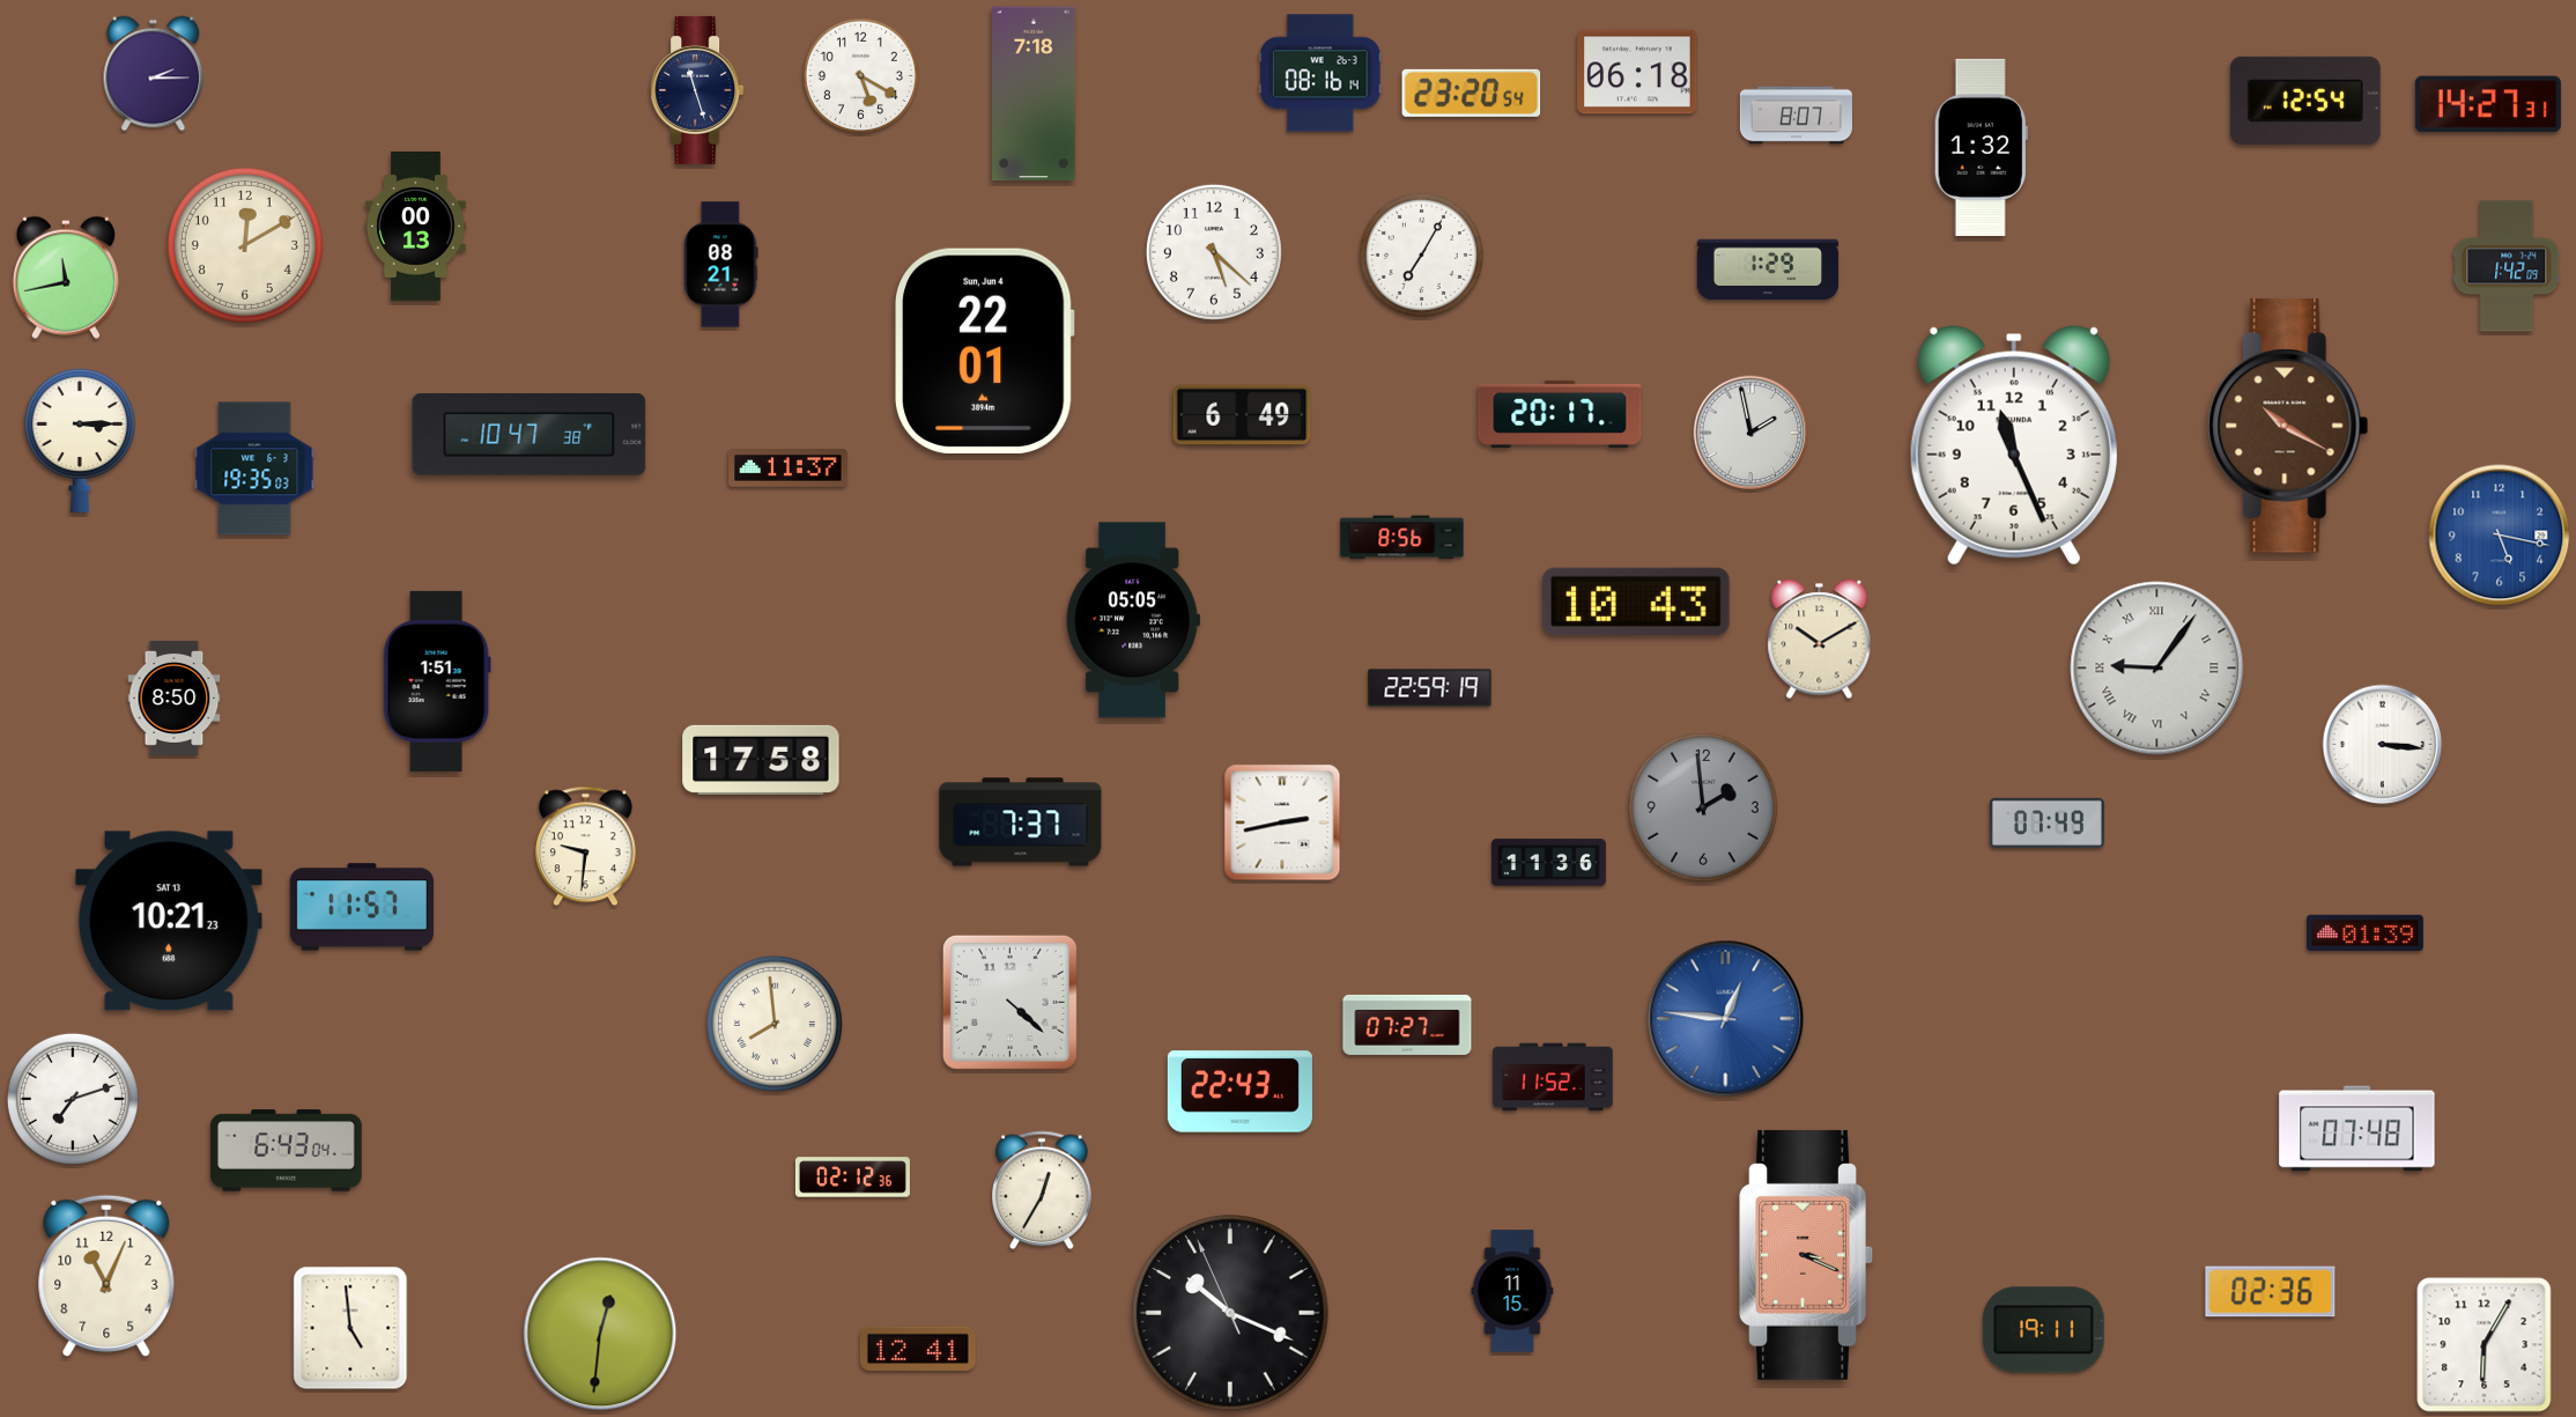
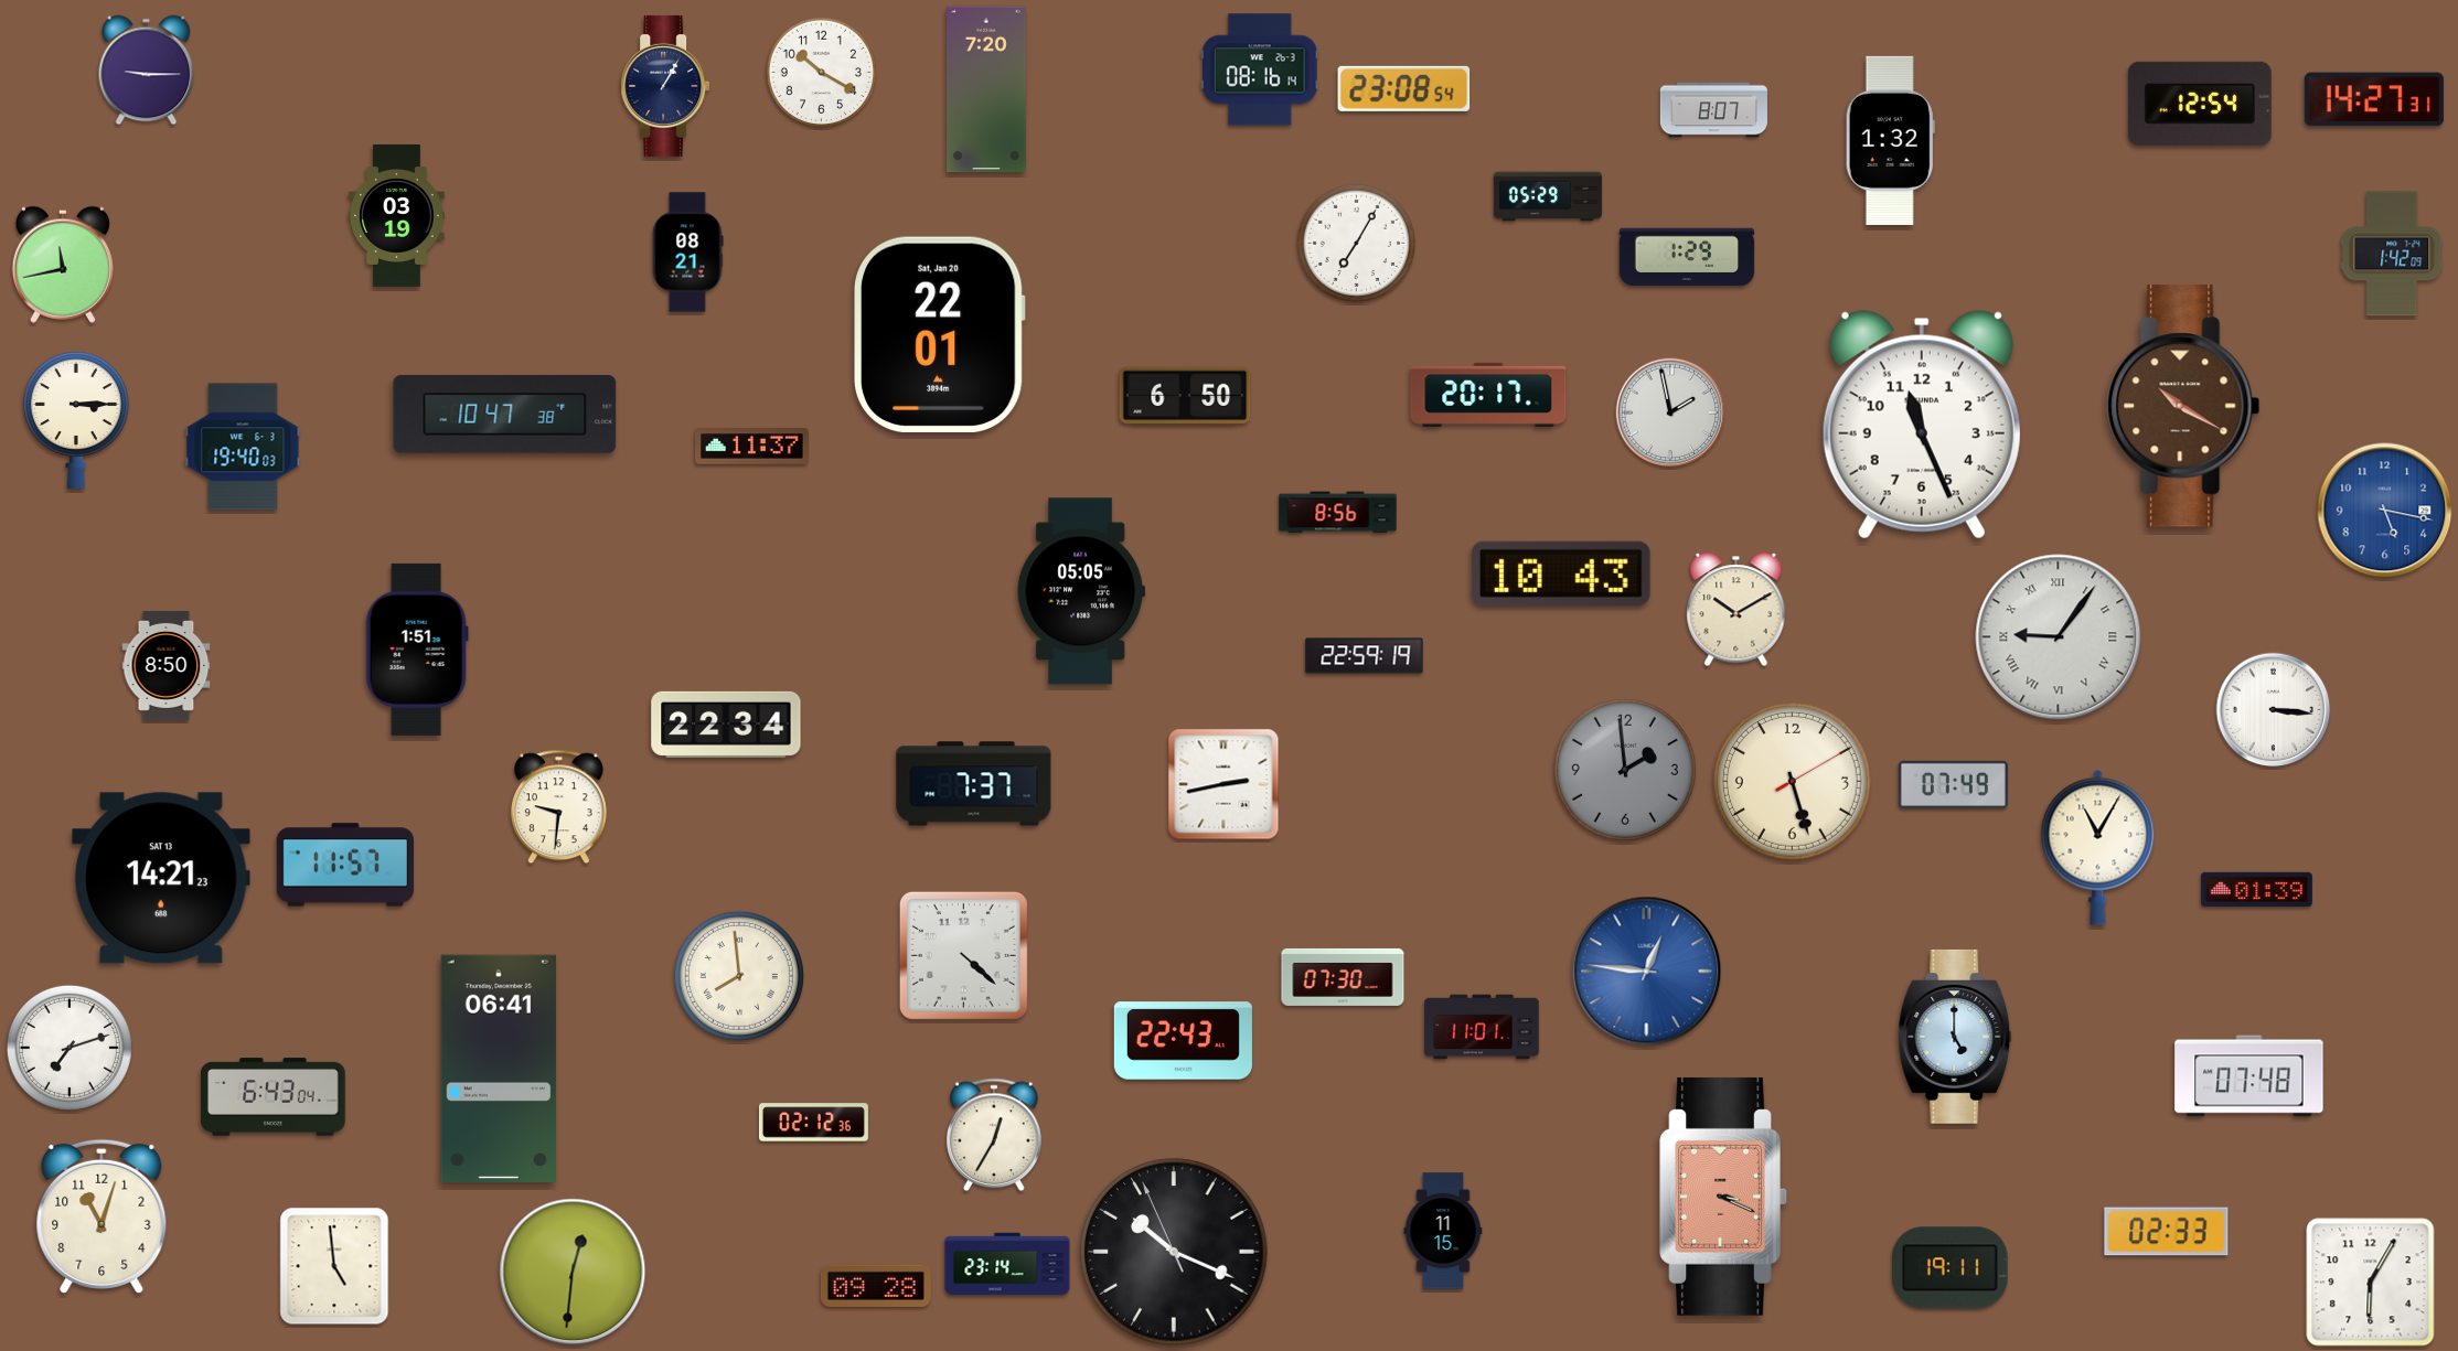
clock at (1637, 72): 06:18 -> none
clock at (154, 74): 2:15 -> 9:15
clock at (860, 75): 5:20 -> 10:20
clock at (697, 90): 11:27 -> 1:05
clock at (1472, 93): 23:20 -> 23:08
clock at (1034, 94): 7:18 -> 7:20
clock at (2305, 101) position: (2305, 101) -> (2200, 104)
clock at (1548, 196): none -> 05:29
clock at (416, 226): 00:13 -> 03:19
clock at (245, 245): 12:10 -> none
clock at (1214, 252): 5:22 -> none
clock at (984, 350) date: Sun, Jun 4 -> Sat, Jan 20
clock at (1242, 415): 6:49 -> 6:50
clock at (254, 468): 19:35 -> 19:40
clock at (761, 760): 17:58 -> 22:34
clock at (1792, 781): none -> 5:27
clock at (1548, 863): 11:36 -> none
clock at (2098, 847): none -> 11:05
clock at (169, 921): 10:21 -> 14:21
clock at (1407, 1025): 07:27 -> 07:30
clock at (1553, 1077): 11:52 -> 11:01
clock at (1955, 1037): none -> 5:00
clock at (499, 1068): none -> 06:41
clock at (106, 1276): 11:04 -> 11:03
clock at (2271, 1292): 02:36 -> 02:33
clock at (1007, 1264): none -> 23:14
clock at (918, 1349): 12:41 -> 09:28
